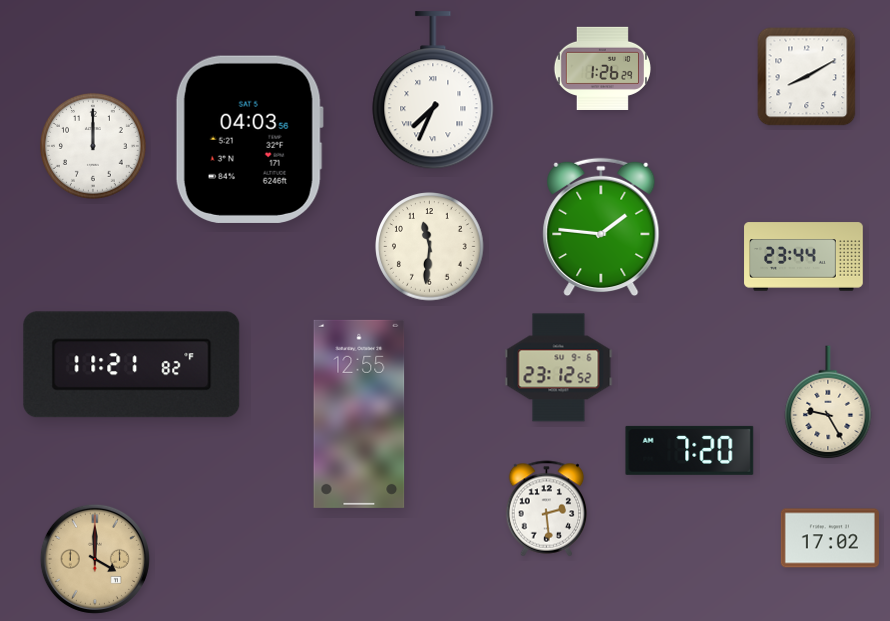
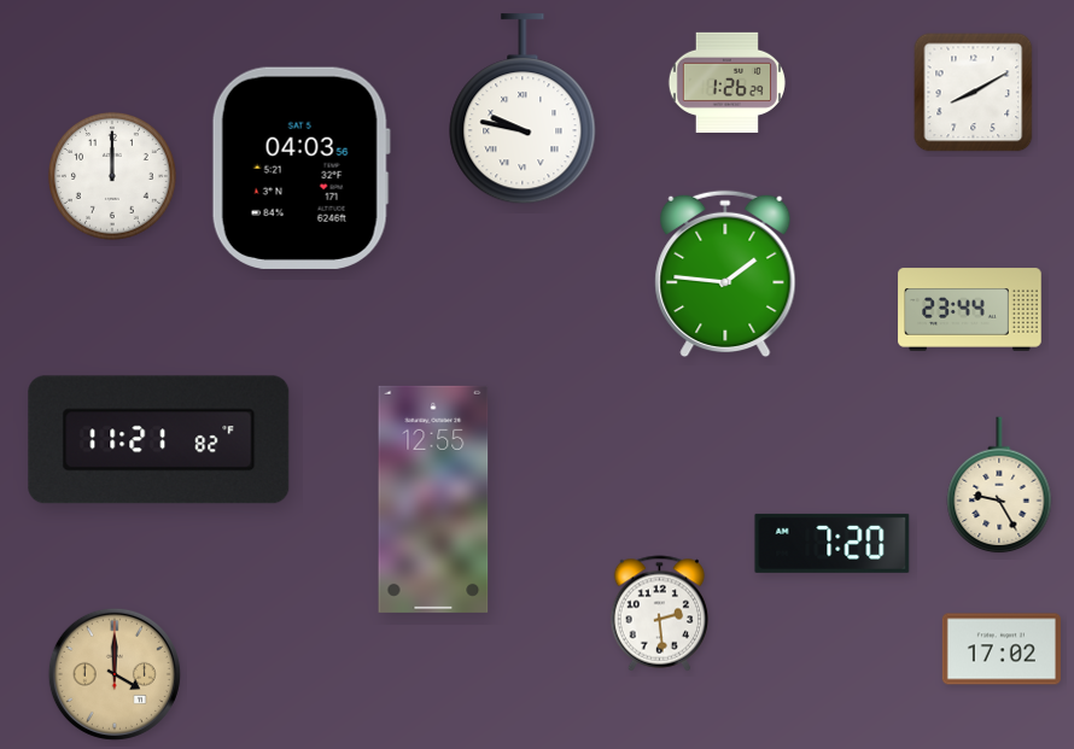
clock at (433, 91): 7:34 -> 9:47
clock at (430, 247): 11:31 -> none
clock at (559, 368): 23:12 -> none
